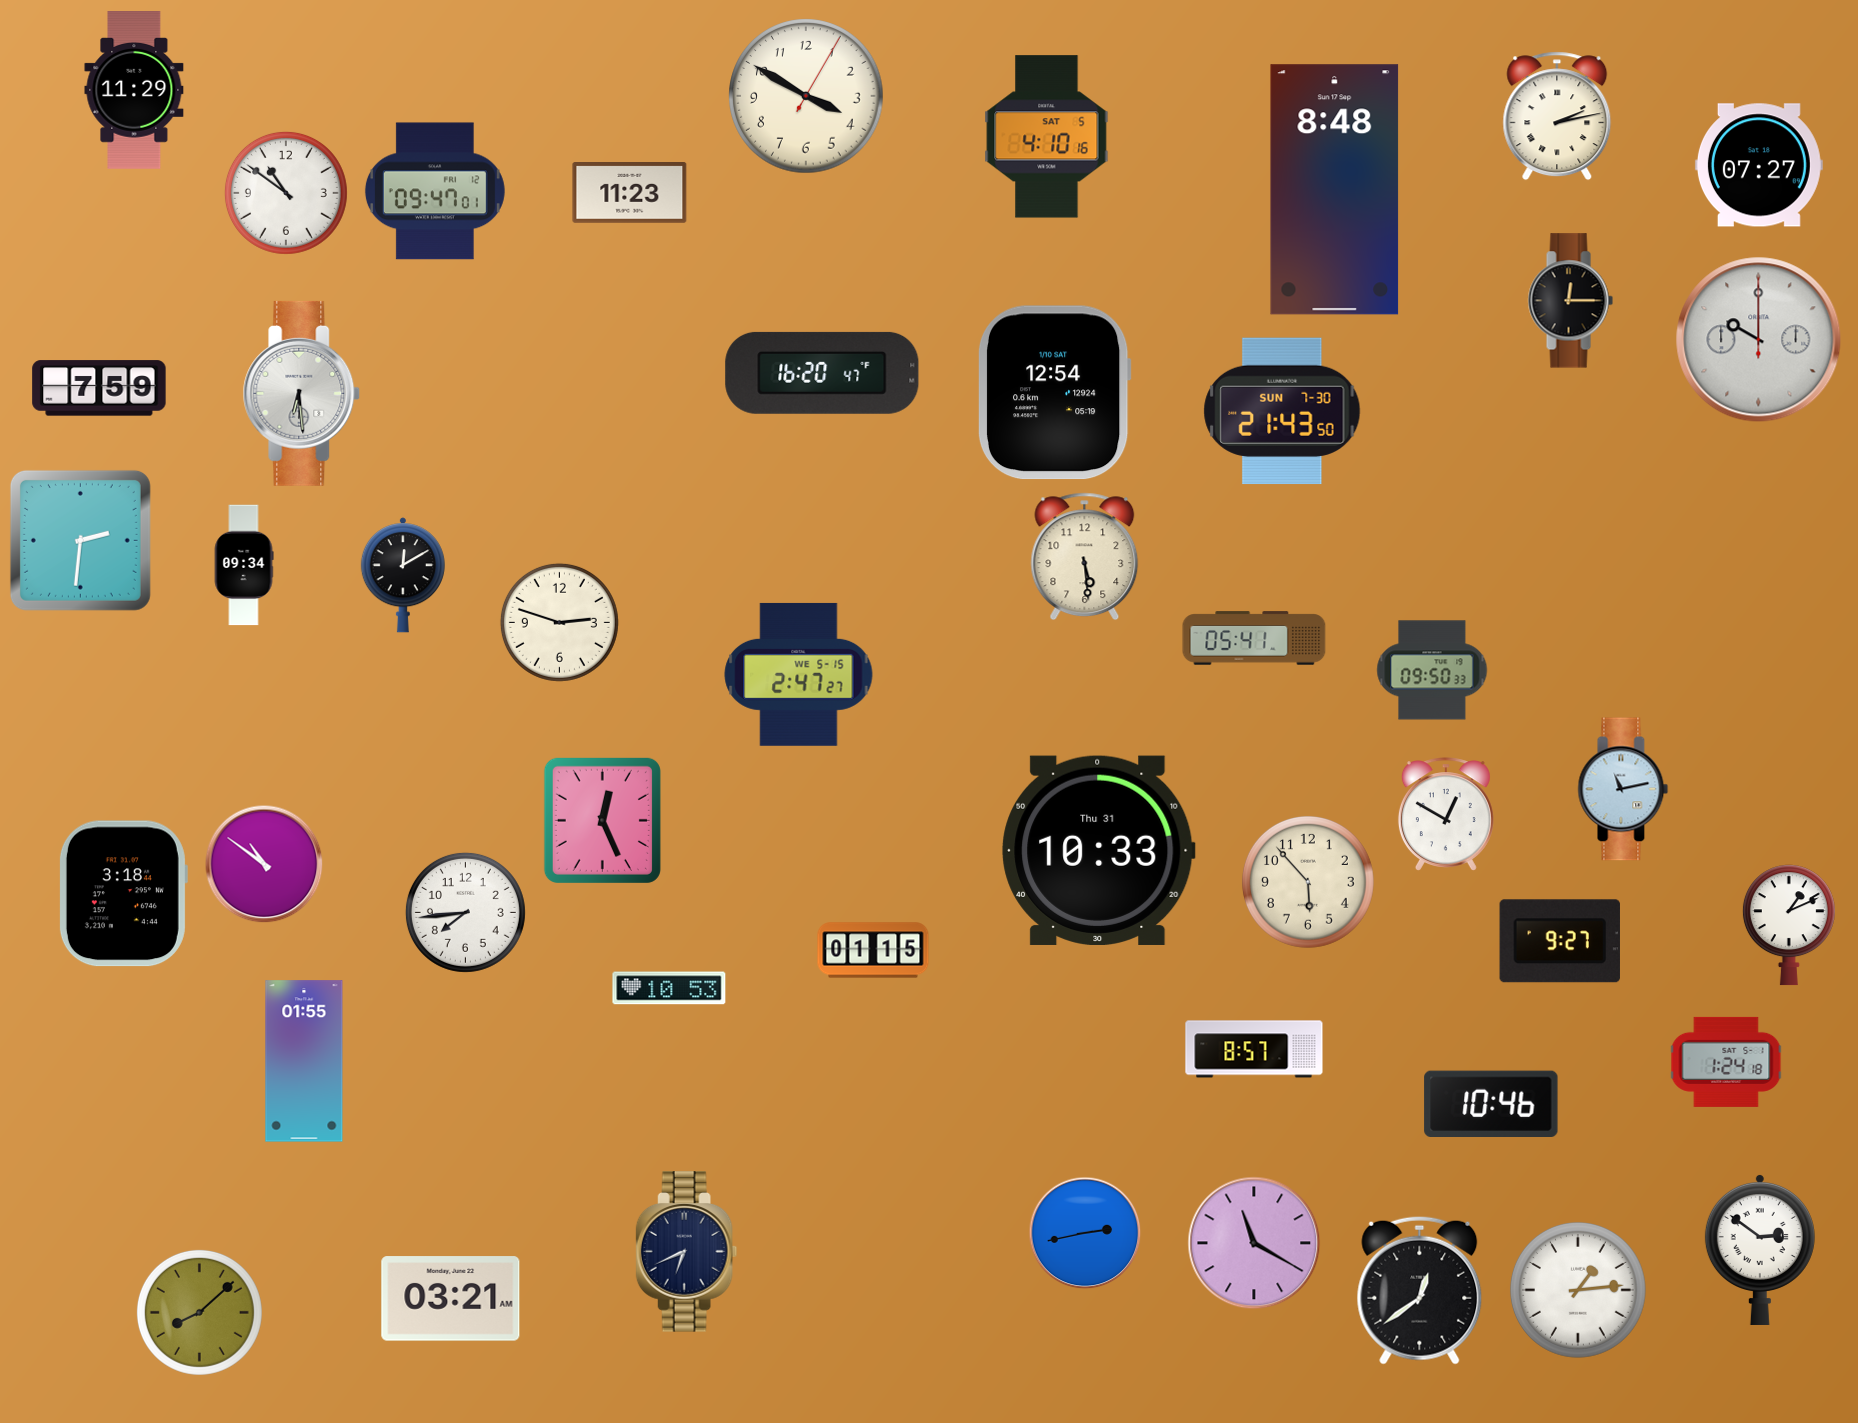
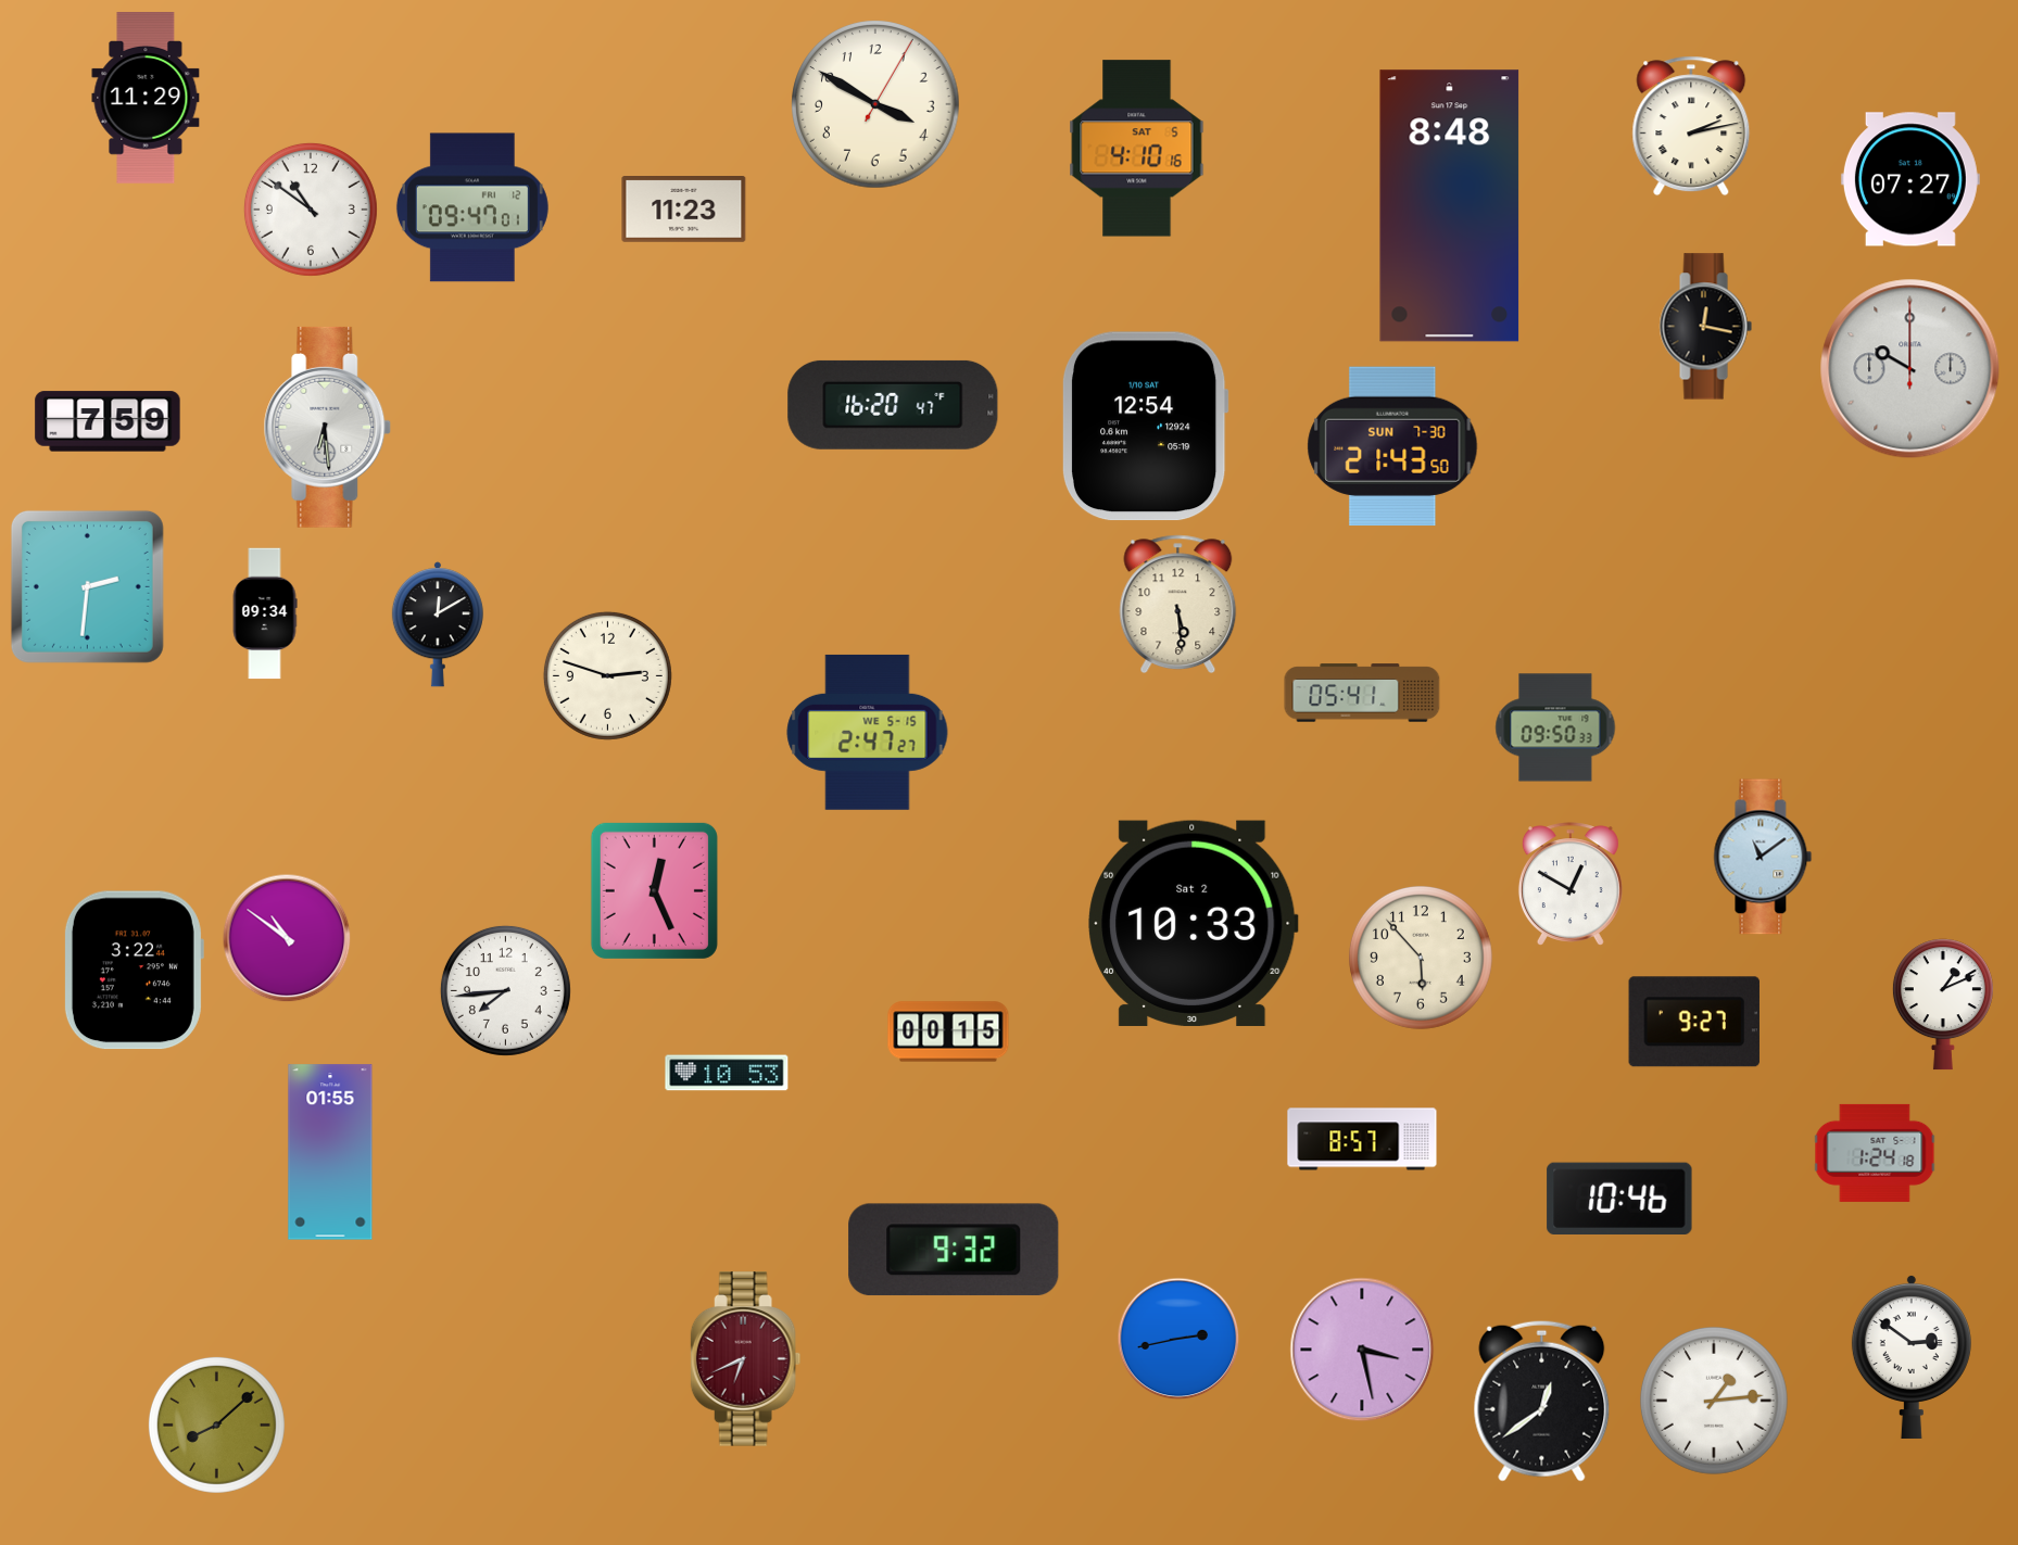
clock at (1570, 301): 12:15 -> 12:17
clock at (1623, 789): 11:13 -> 11:09
clock at (1099, 850) date: Thu 31 -> Sat 2
clock at (123, 894): 3:18 -> 3:22
clock at (873, 950): 01:15 -> 00:15
clock at (954, 1250): none -> 9:32
clock at (1254, 1243): 11:20 -> 3:28
clock at (687, 1252) dial: navy -> burgundy
clock at (451, 1299): 03:21 -> none
